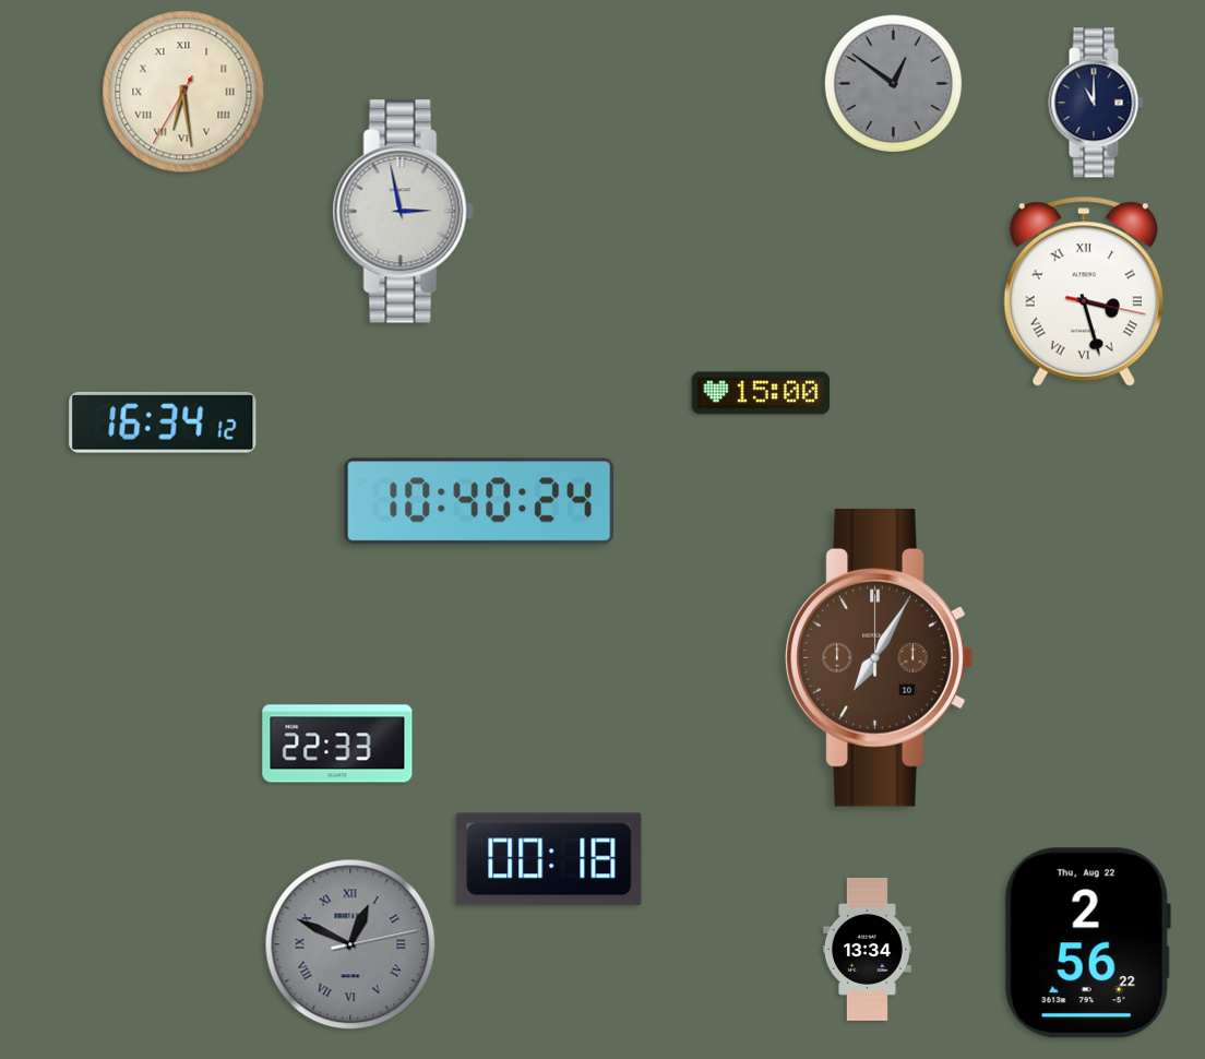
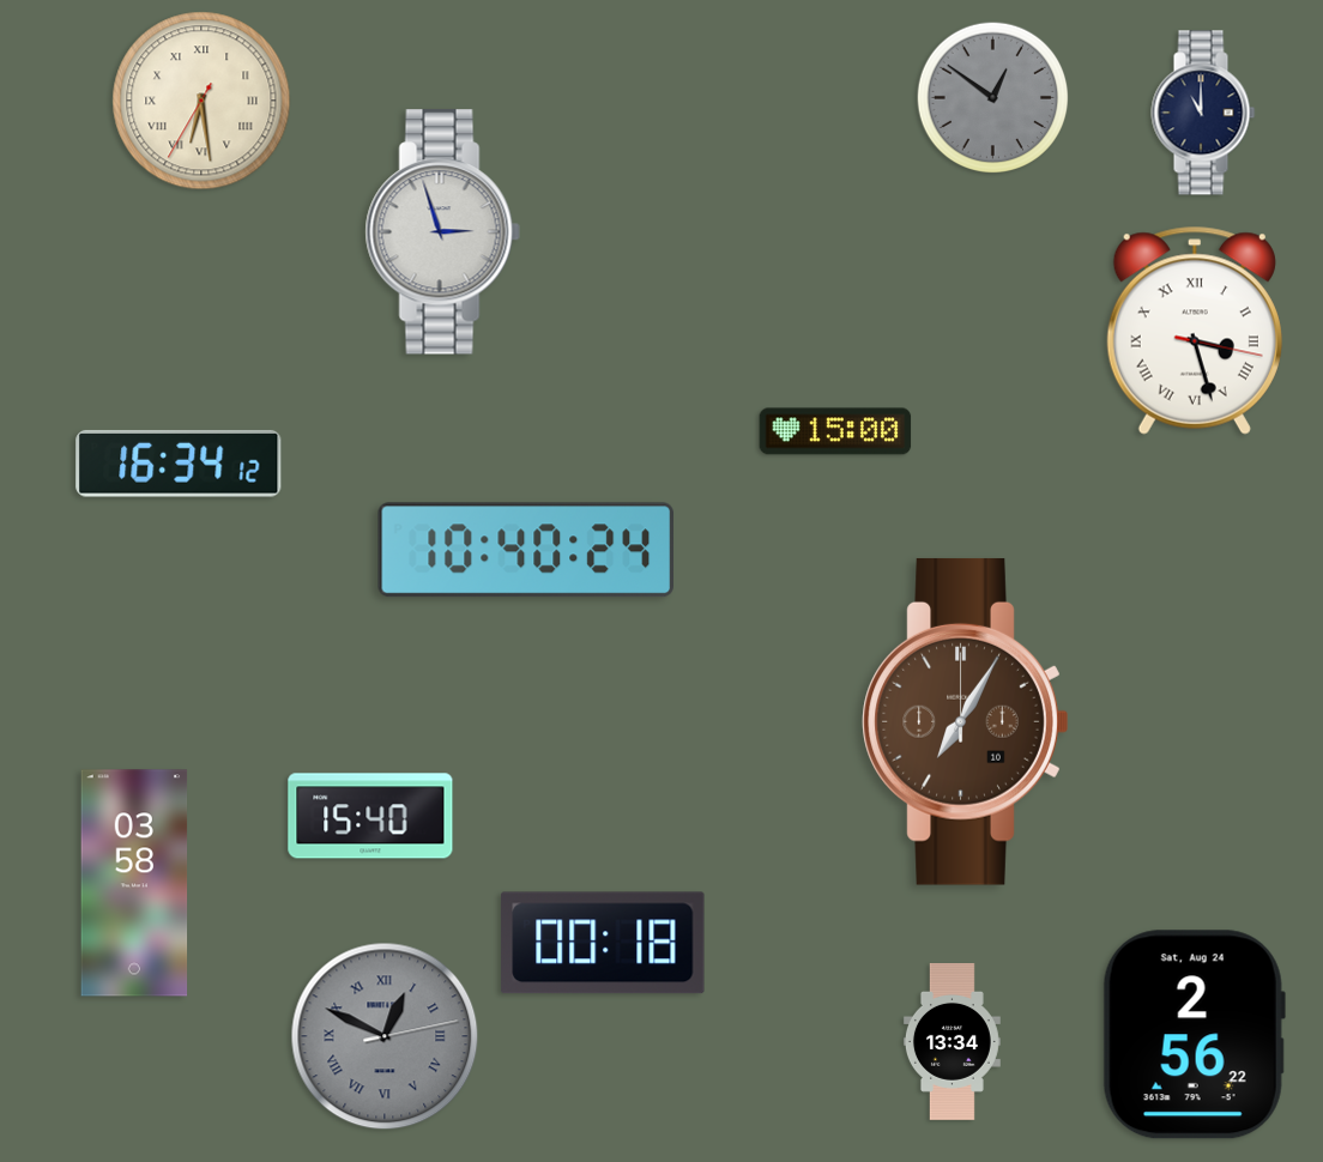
clock at (894, 84) position: (894, 84) -> (993, 98)
clock at (403, 212): 2:58 -> 2:57
clock at (1084, 291) position: (1084, 291) -> (1195, 331)
clock at (337, 743): 22:33 -> 15:40
clock at (134, 883): none -> 03:58
clock at (1087, 943) date: Thu, Aug 22 -> Sat, Aug 24
